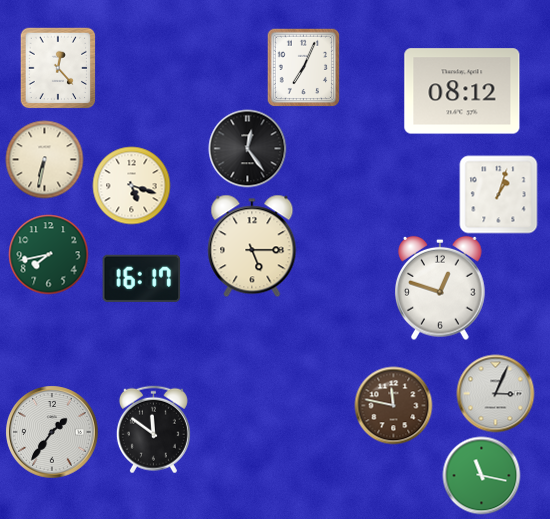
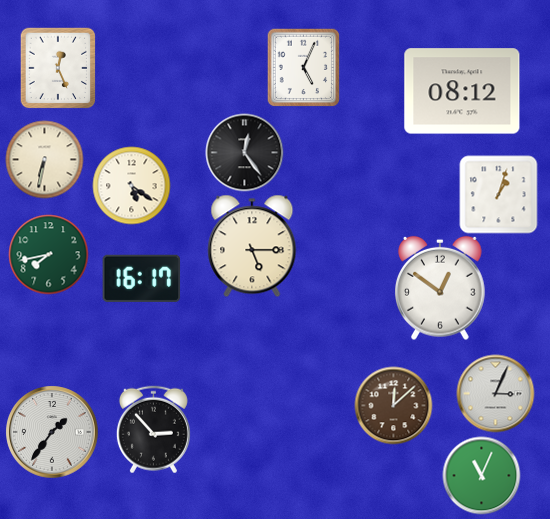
clock at (303, 67): 7:04 -> 5:04
clock at (58, 68): 12:23 -> 12:26
clock at (247, 148) position: (247, 148) -> (244, 152)
clock at (131, 185): 5:18 -> 5:21
clock at (441, 288): 12:48 -> 12:51
clock at (393, 405): 11:47 -> 12:08
clock at (153, 429): 11:51 -> 2:53
clock at (481, 475): 11:17 -> 11:04
